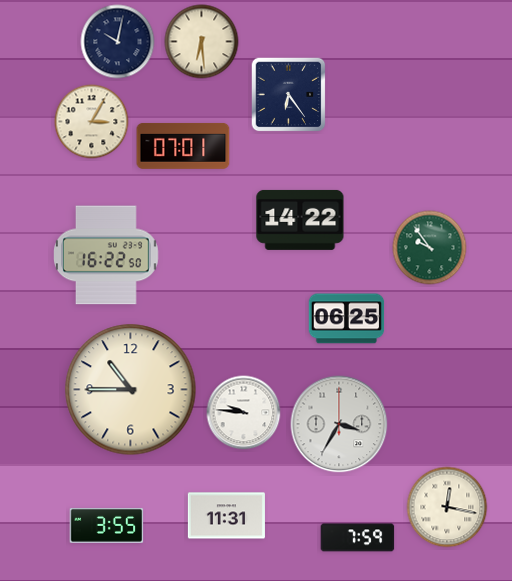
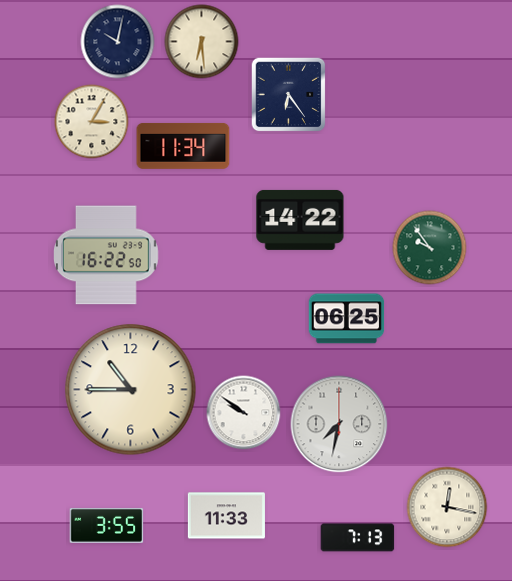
clock at (183, 146): 07:01 -> 11:34
clock at (244, 413): 9:46 -> 9:51
clock at (339, 424): 3:35 -> 7:32
clock at (226, 516): 11:31 -> 11:33
clock at (358, 538): 7:59 -> 7:13
